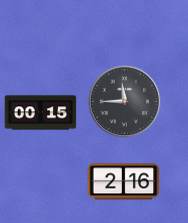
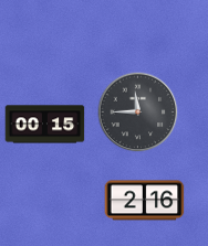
clock at (124, 182) position: (124, 182) -> (145, 201)
